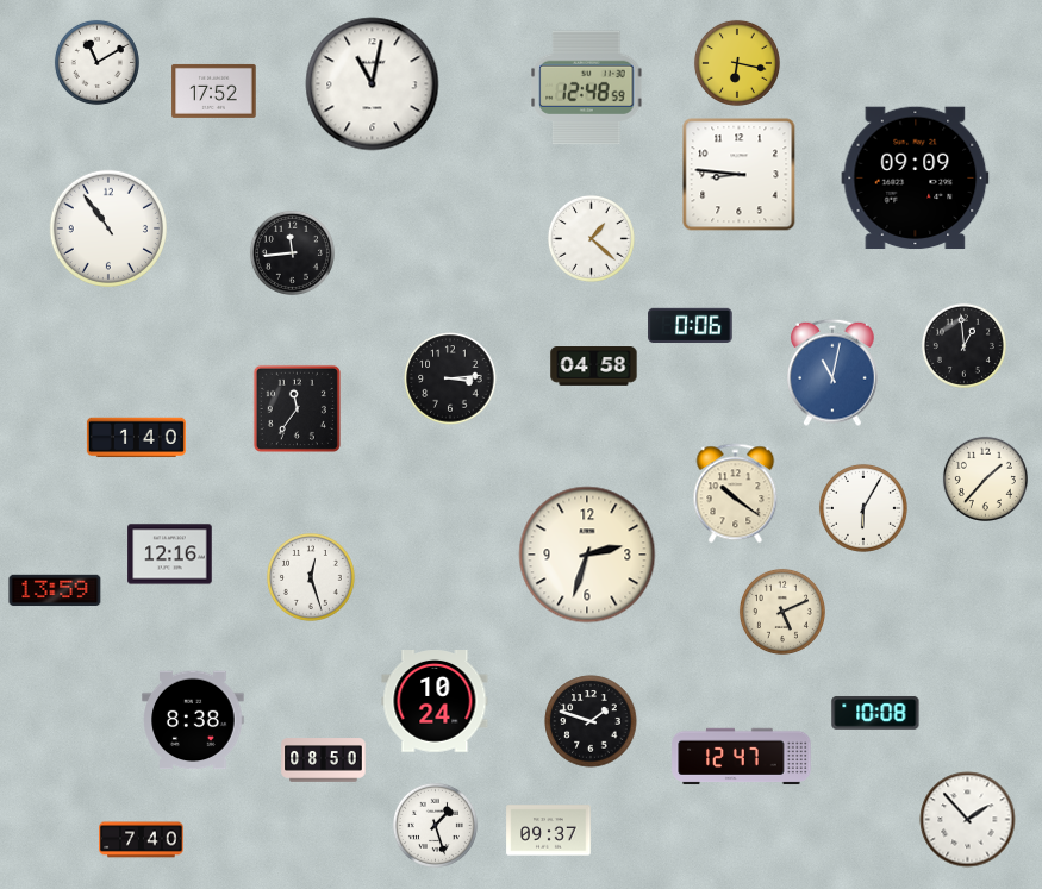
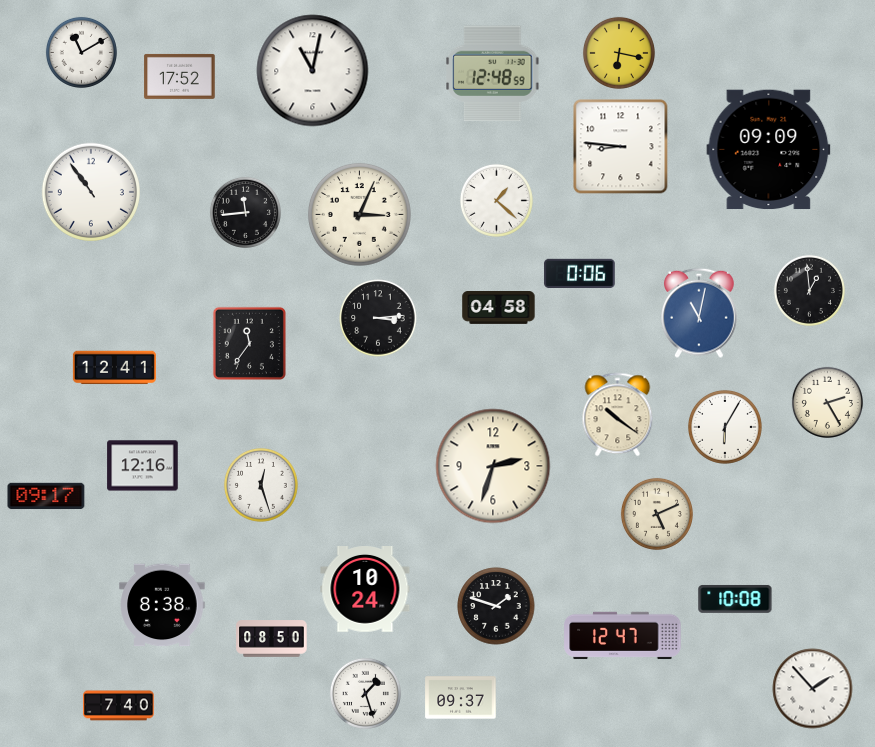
clock at (359, 214): none -> 3:04
clock at (136, 438): 1:40 -> 12:41
clock at (985, 478): 1:37 -> 2:25
clock at (55, 590): 13:59 -> 09:17
